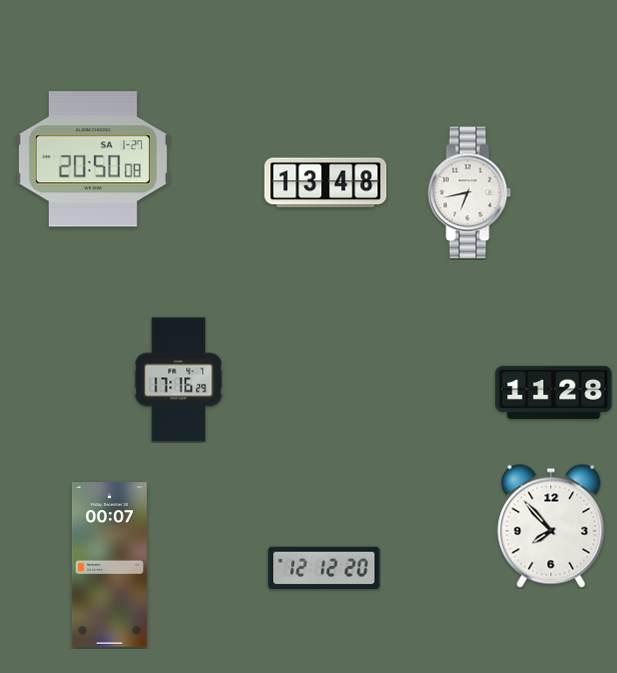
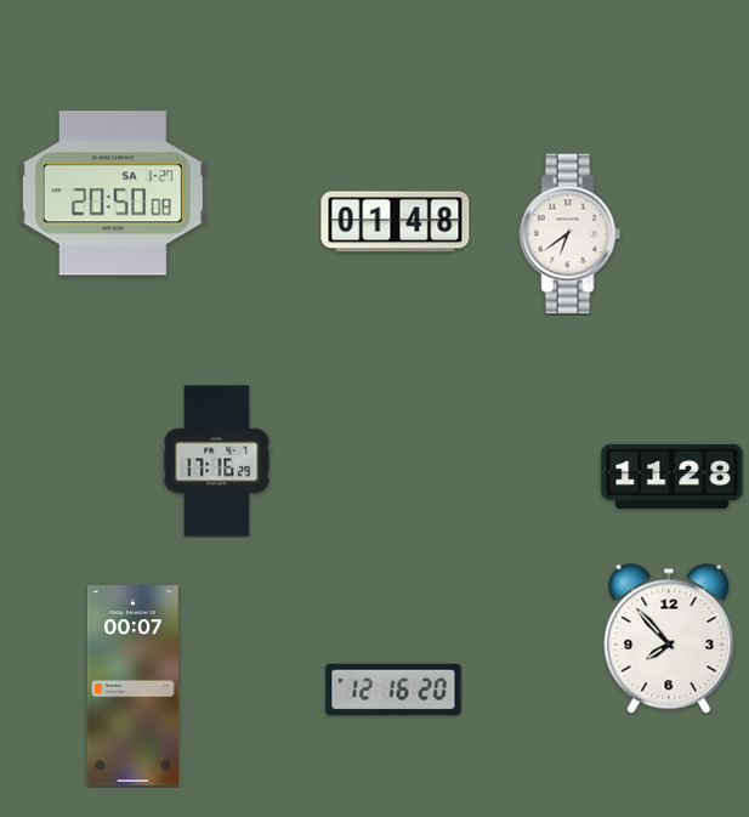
clock at (326, 183): 13:48 -> 01:48
clock at (470, 193): 6:43 -> 6:39
clock at (324, 568): 12:12 -> 12:16
